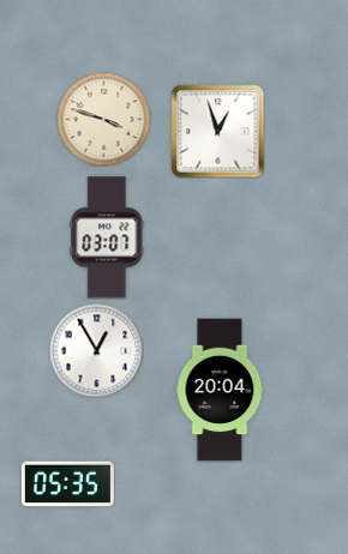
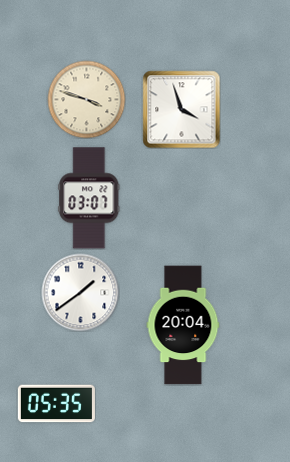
clock at (217, 131): 12:57 -> 3:57
clock at (96, 350): 12:55 -> 1:39
